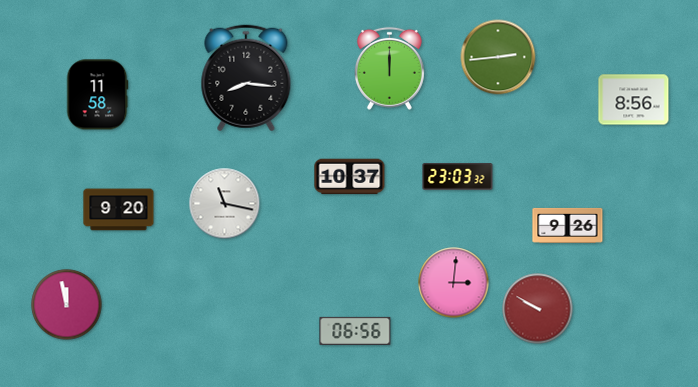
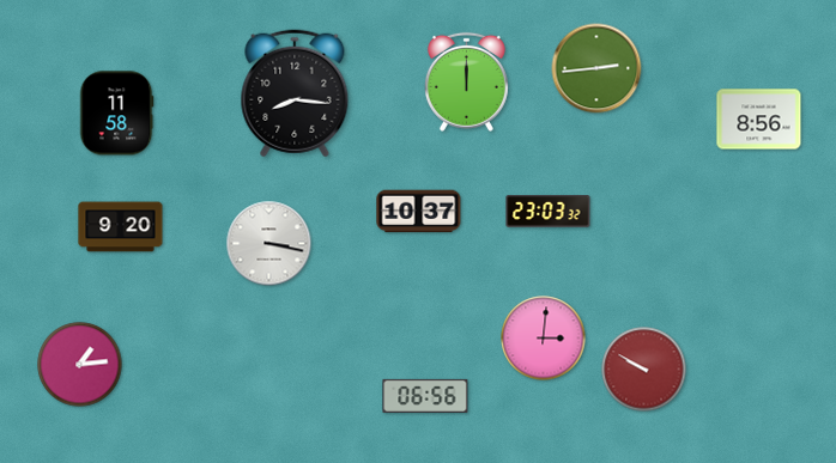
clock at (225, 204): 11:17 -> 3:17
clock at (119, 210) position: (119, 210) -> (121, 227)
clock at (568, 225): 9:26 -> none
clock at (67, 305): 11:58 -> 1:14
